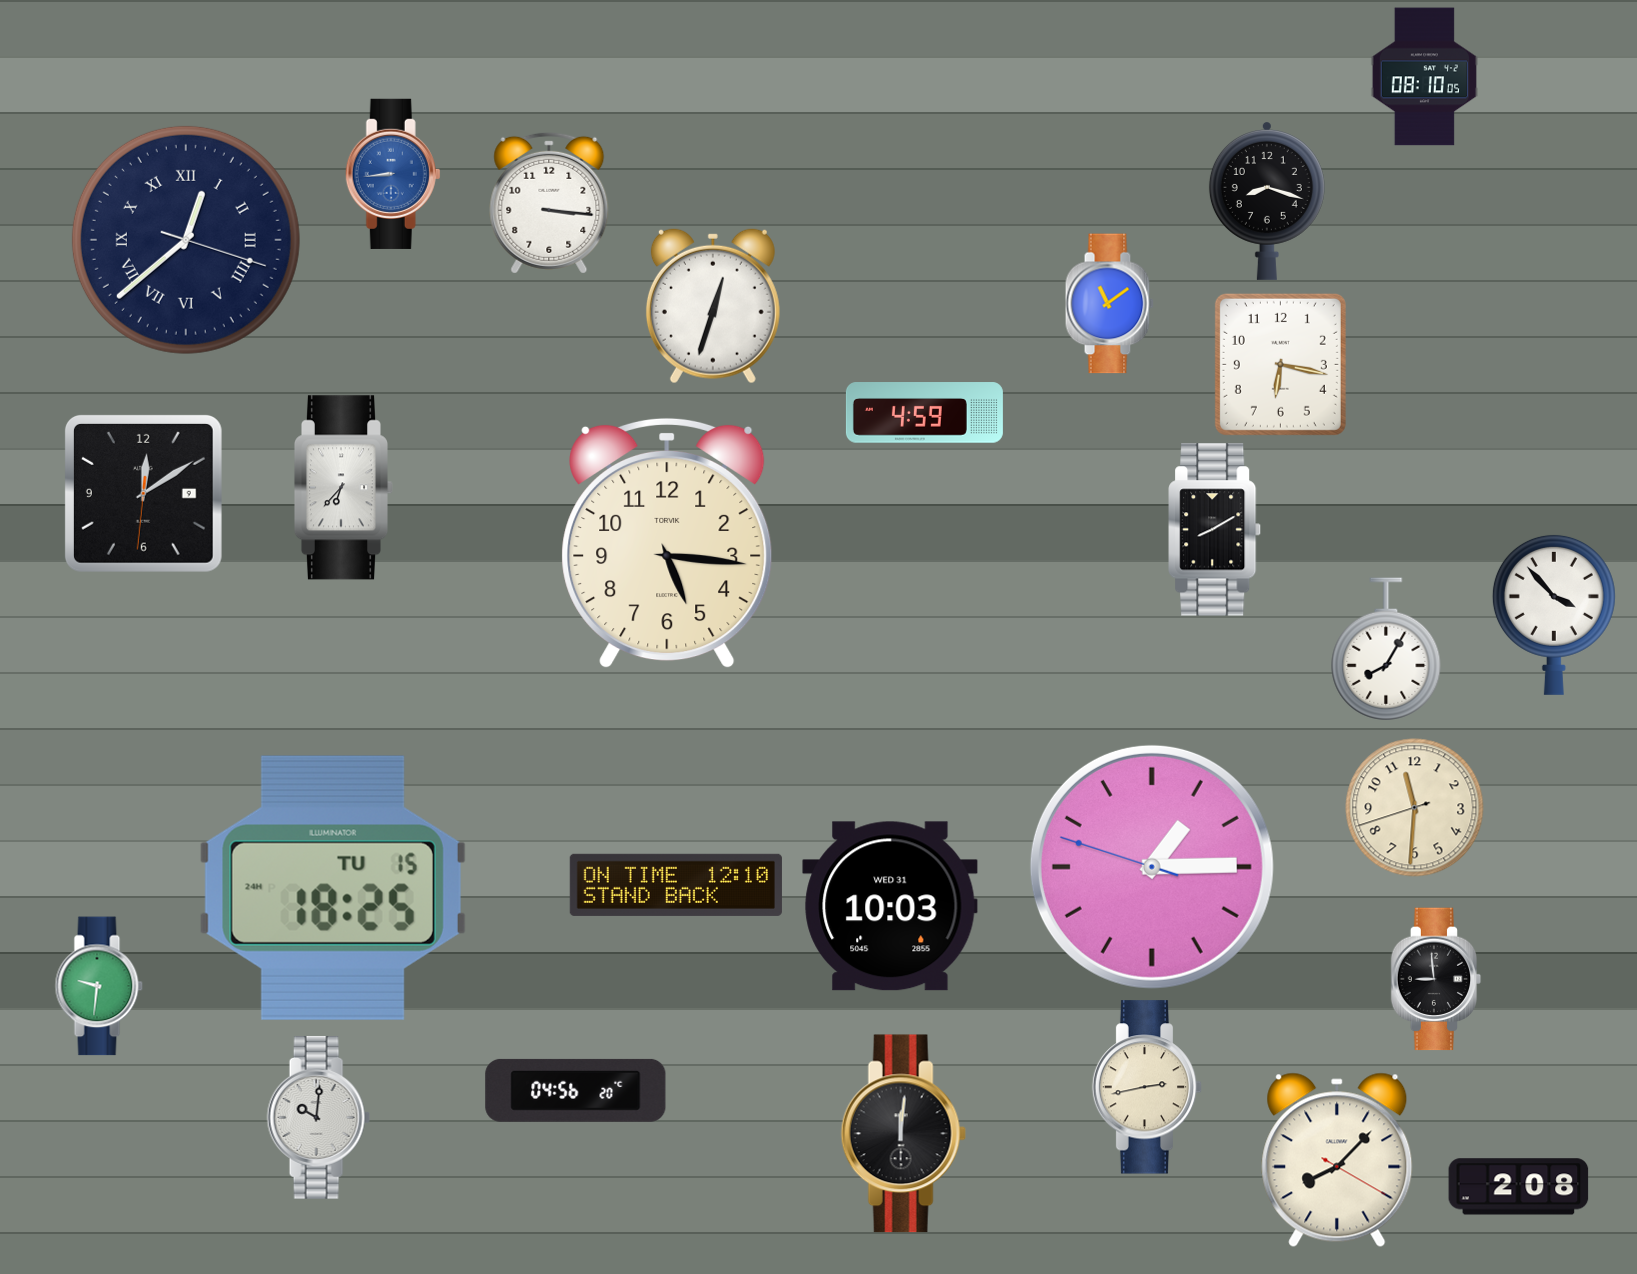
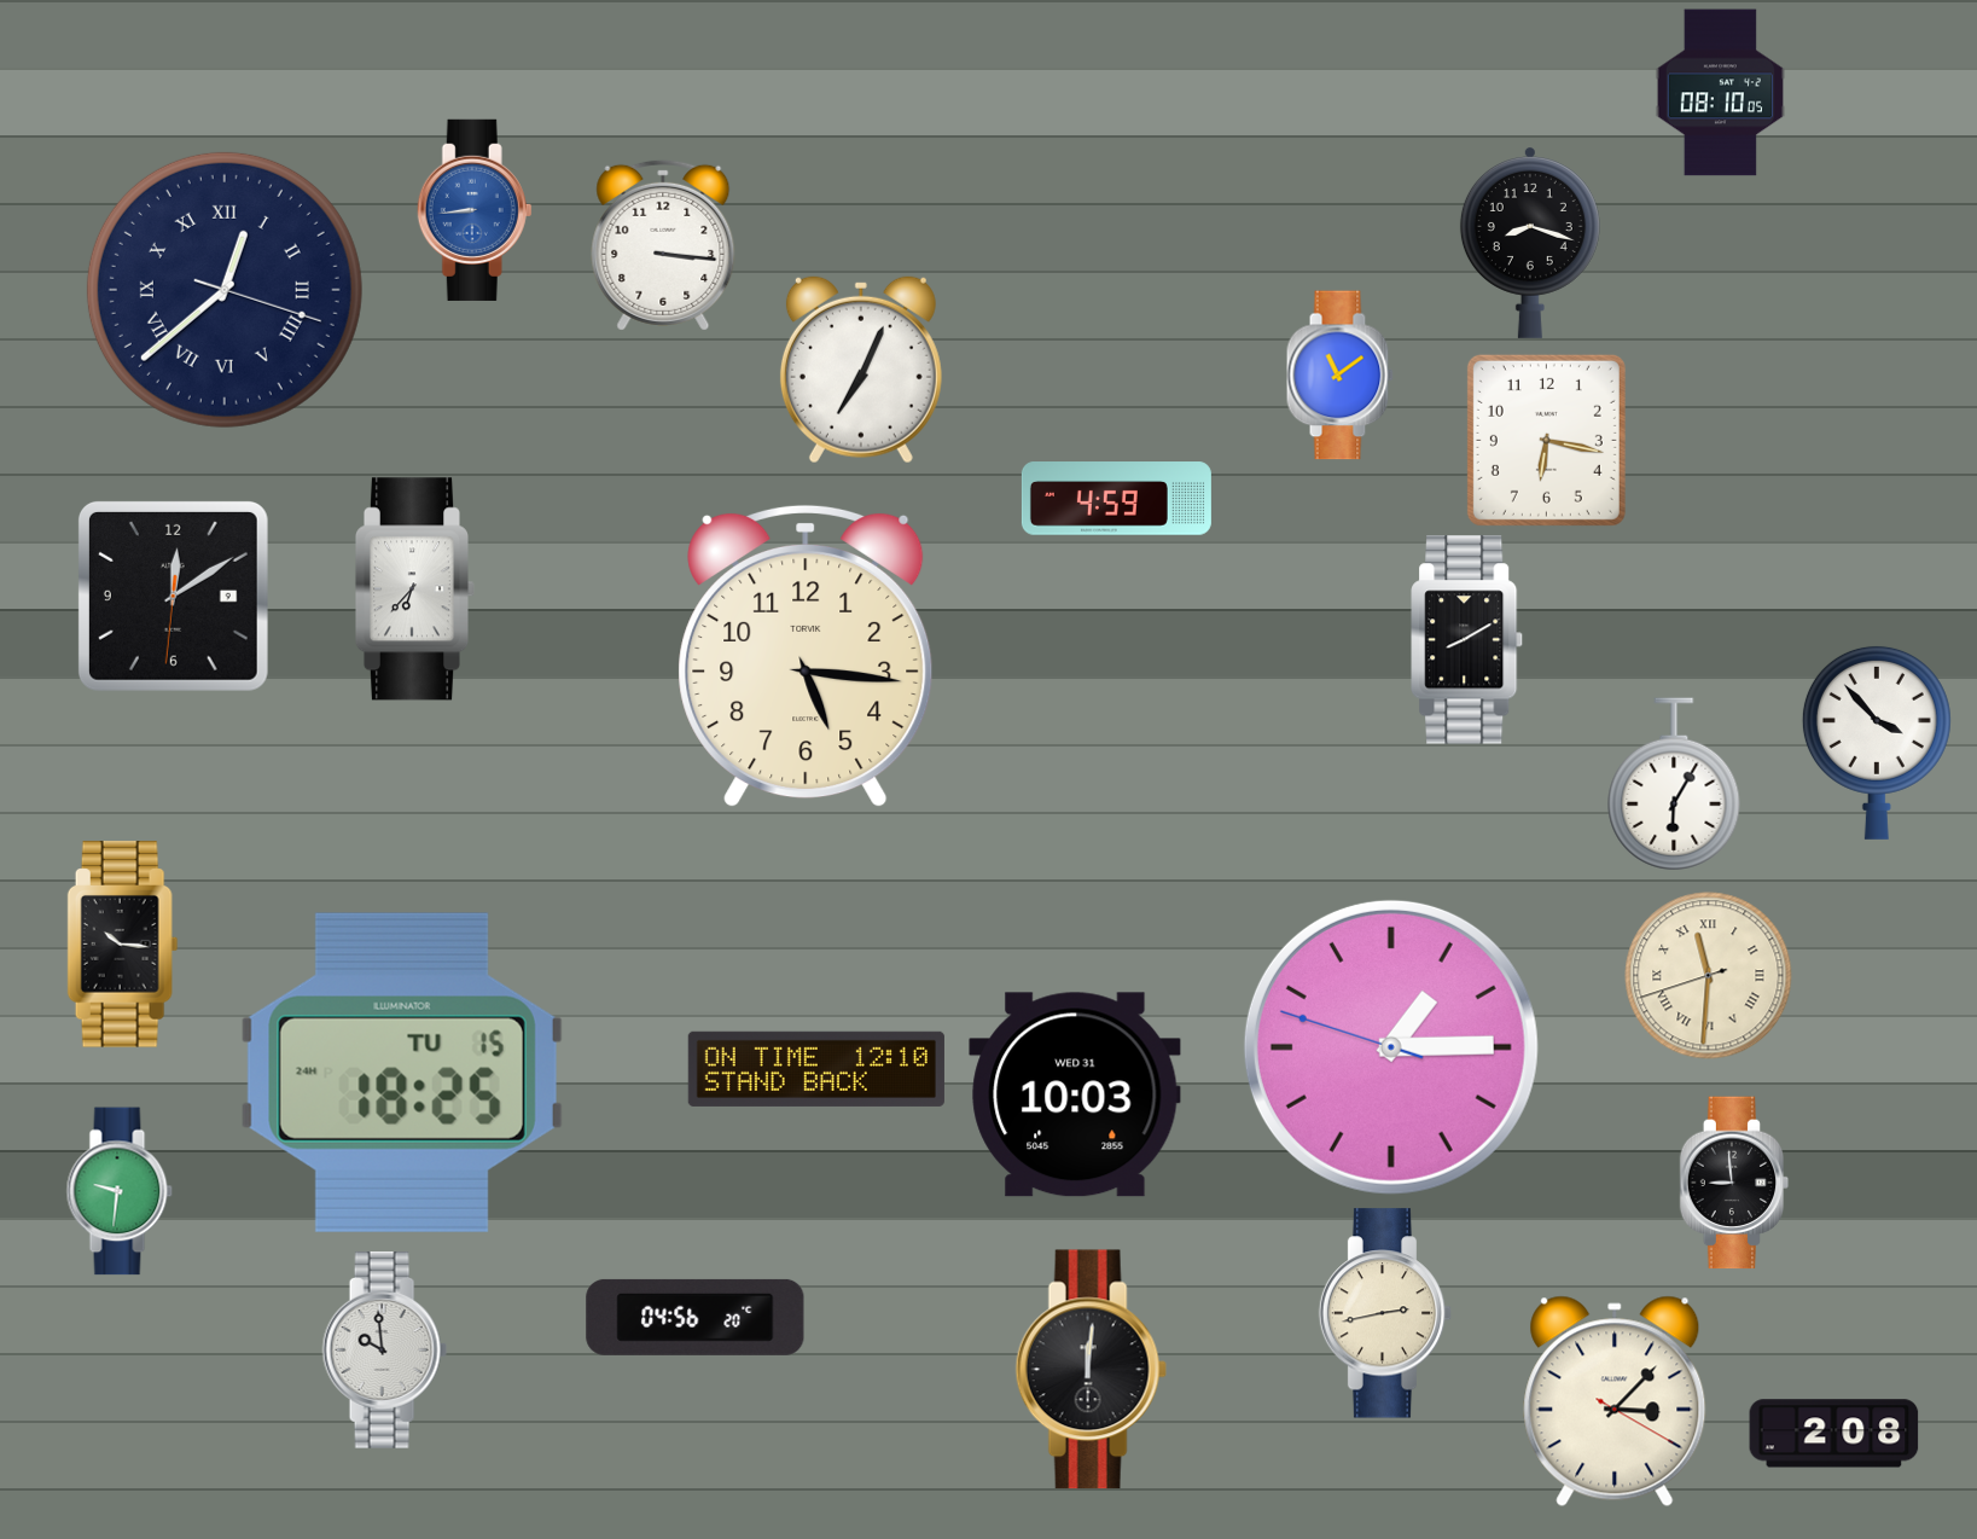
clock at (1109, 304) position: (1109, 304) -> (1339, 376)
clock at (713, 306): 12:33 -> 7:04
clock at (1386, 649): 8:05 -> 6:05
clock at (123, 945): none -> 10:16
clock at (1415, 808) numerals: Arabic -> Roman
clock at (318, 1117): 10:01 -> 9:59
clock at (1337, 1160): 8:07 -> 3:07
